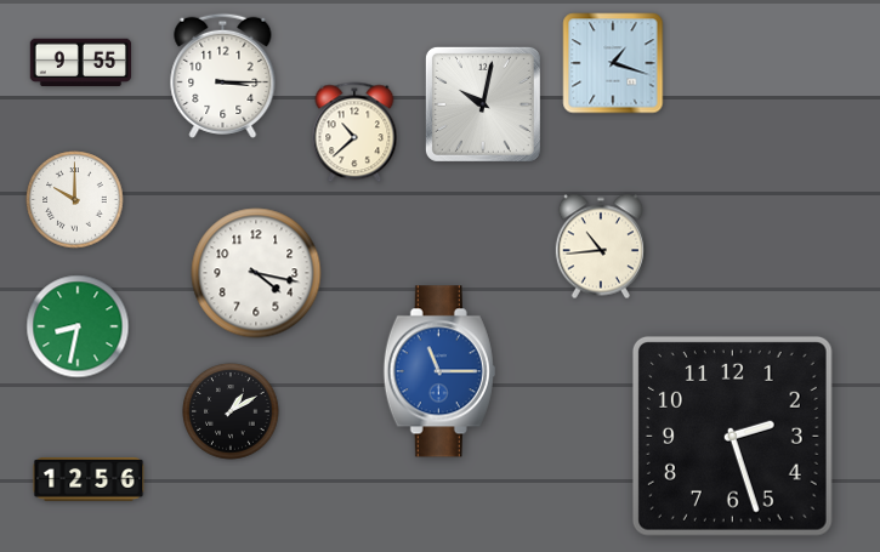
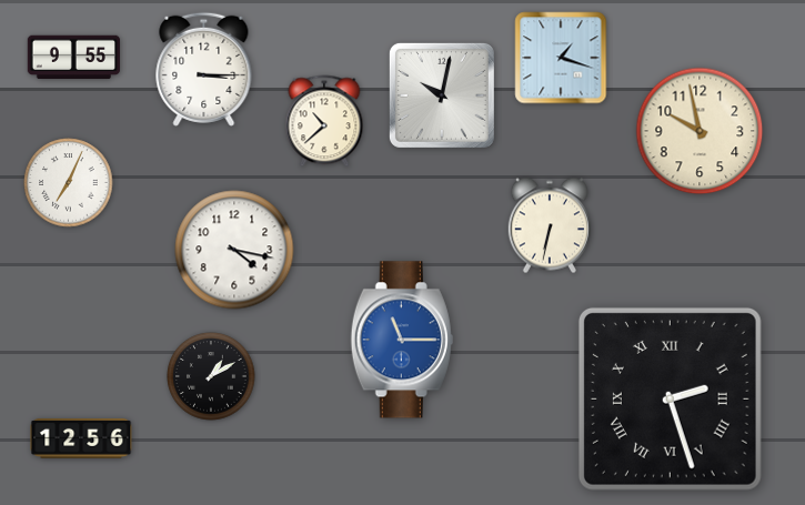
clock at (700, 131): none -> 9:58
clock at (75, 200): 10:00 -> 7:04
clock at (601, 246): 10:44 -> 6:32
clock at (78, 326): 8:32 -> none
clock at (732, 436) numerals: Arabic -> Roman
